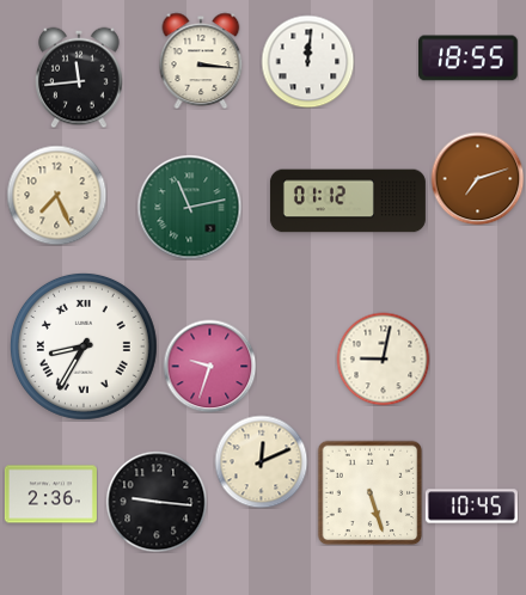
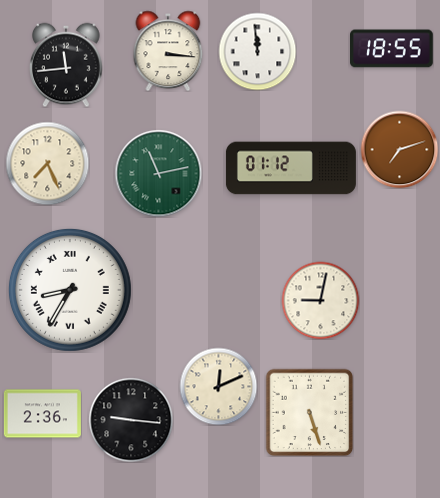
clock at (307, 61): 12:01 -> 11:59
clock at (209, 366): 9:33 -> none
clock at (471, 507): 10:45 -> none
